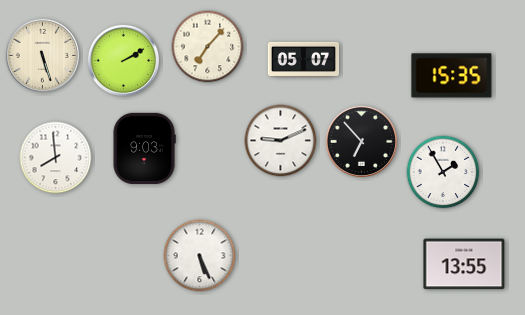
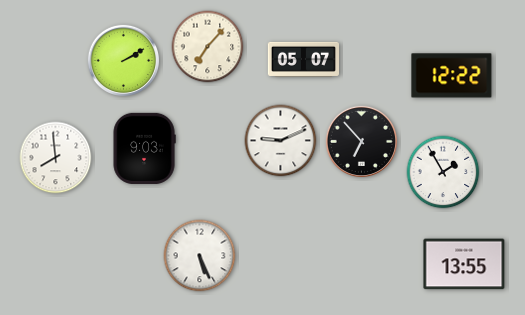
clock at (42, 55): 5:27 -> none
clock at (452, 76): 15:35 -> 12:22
